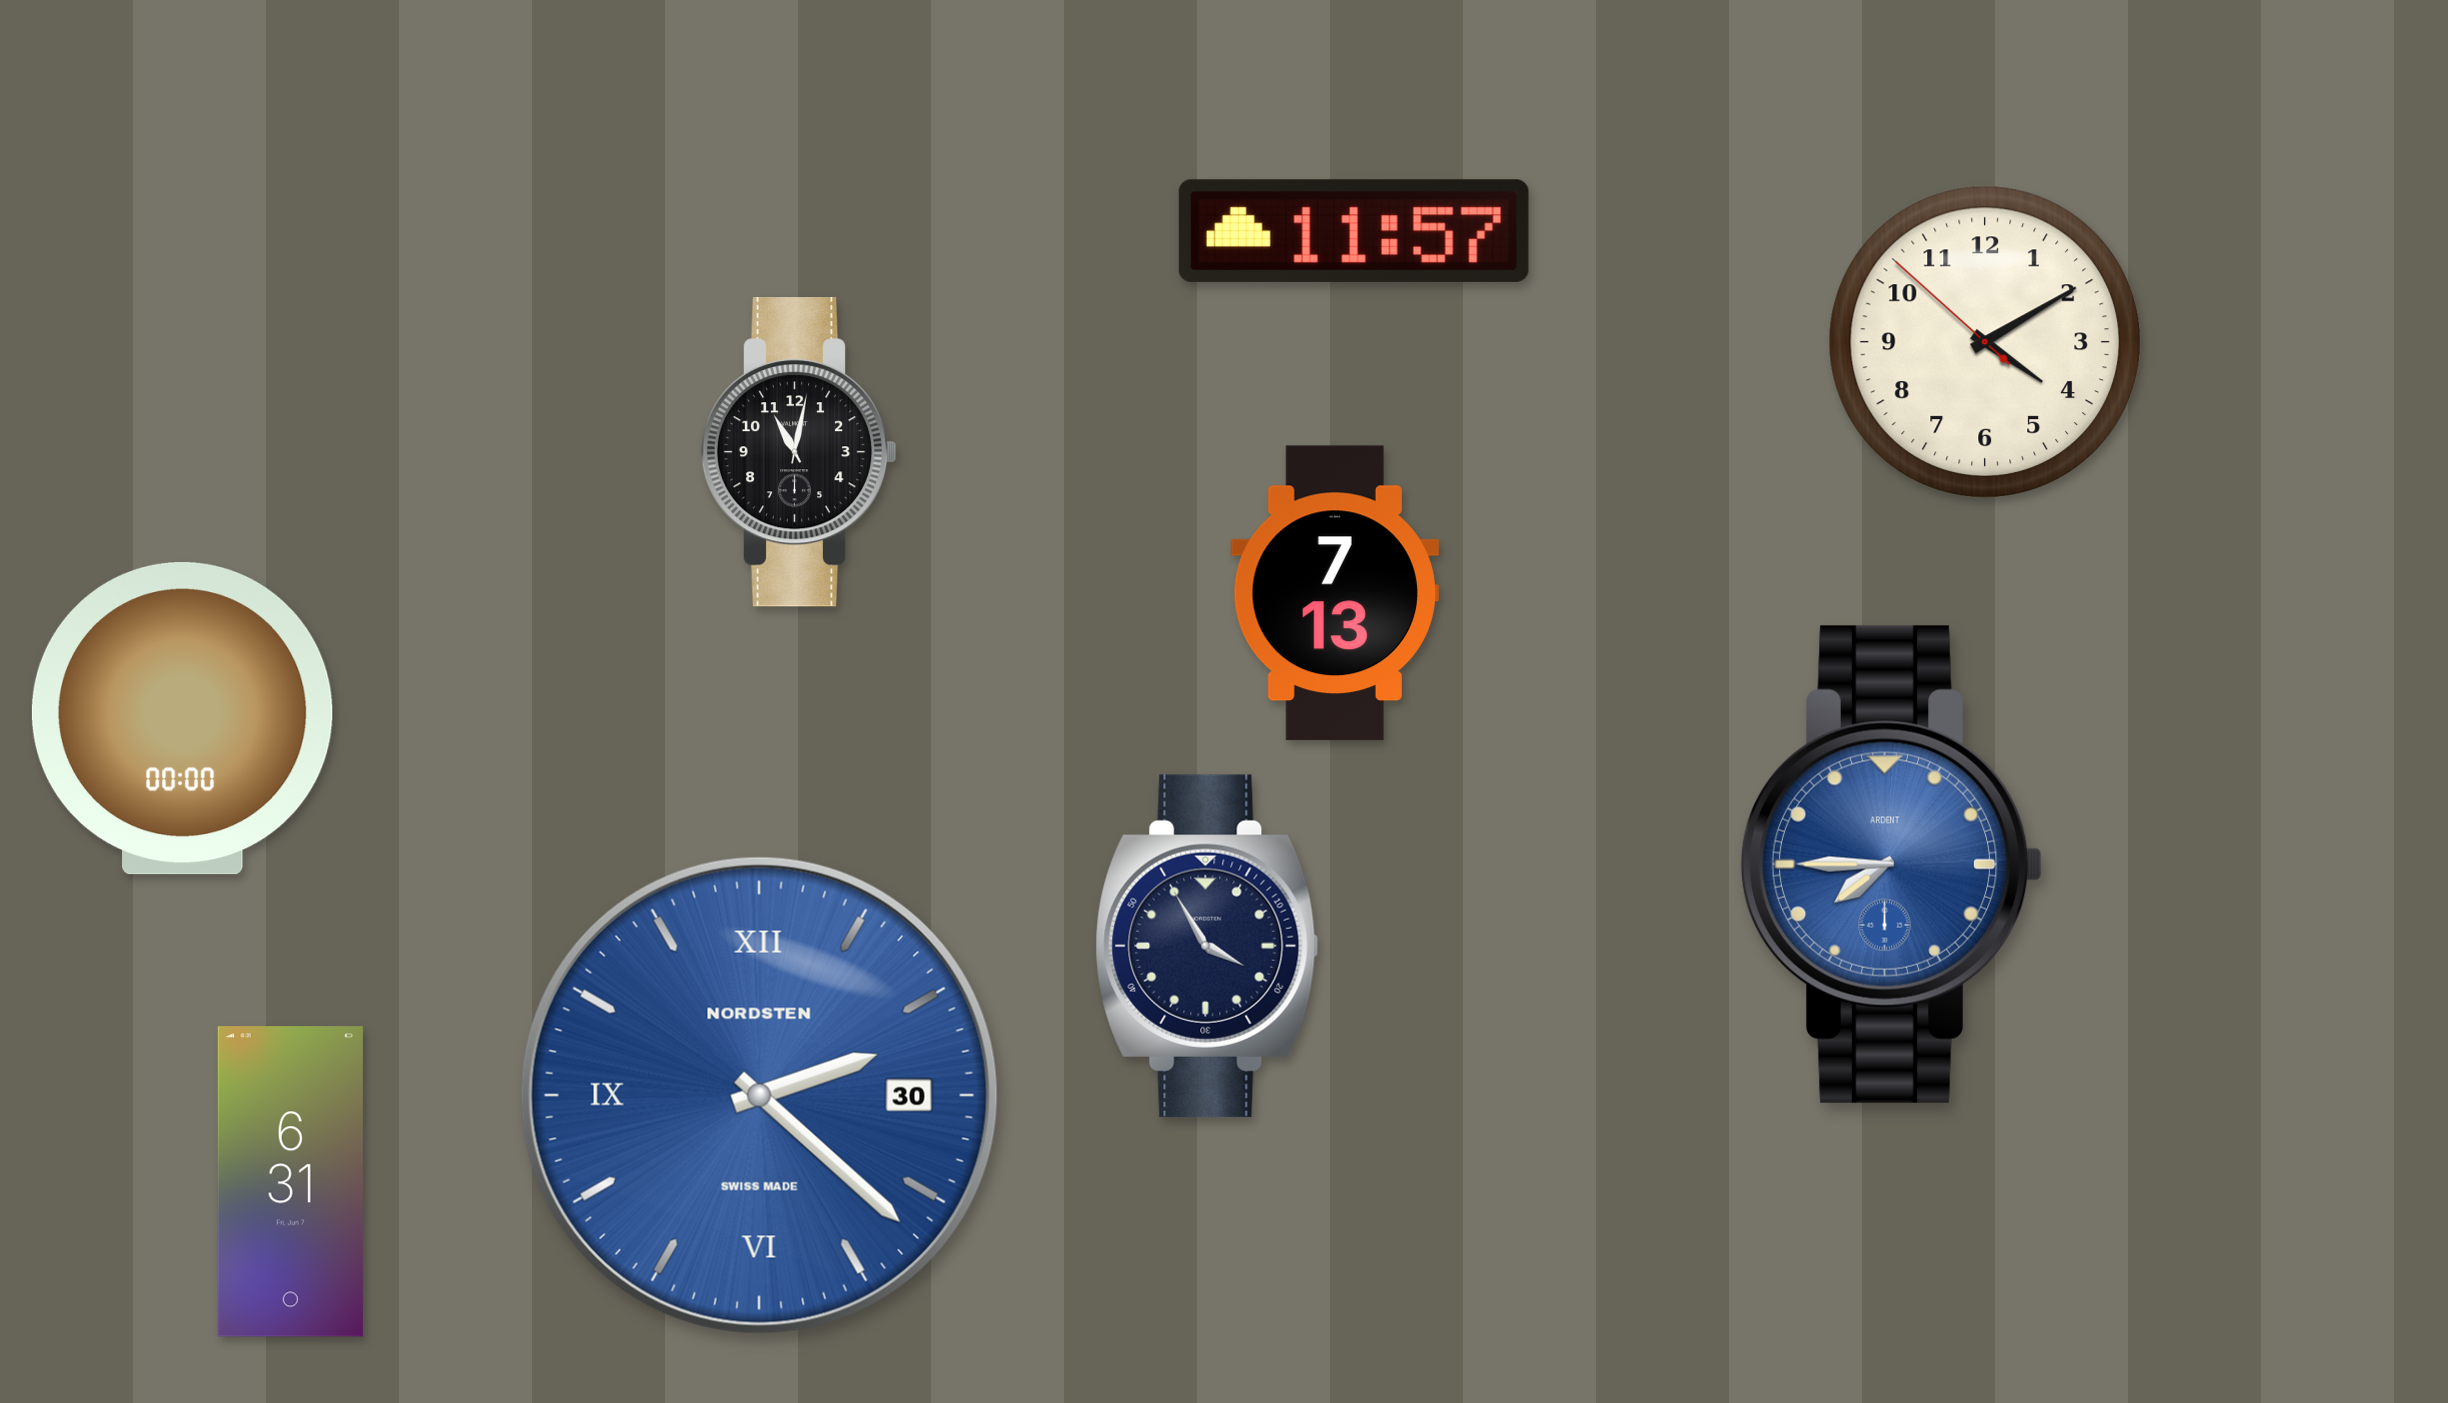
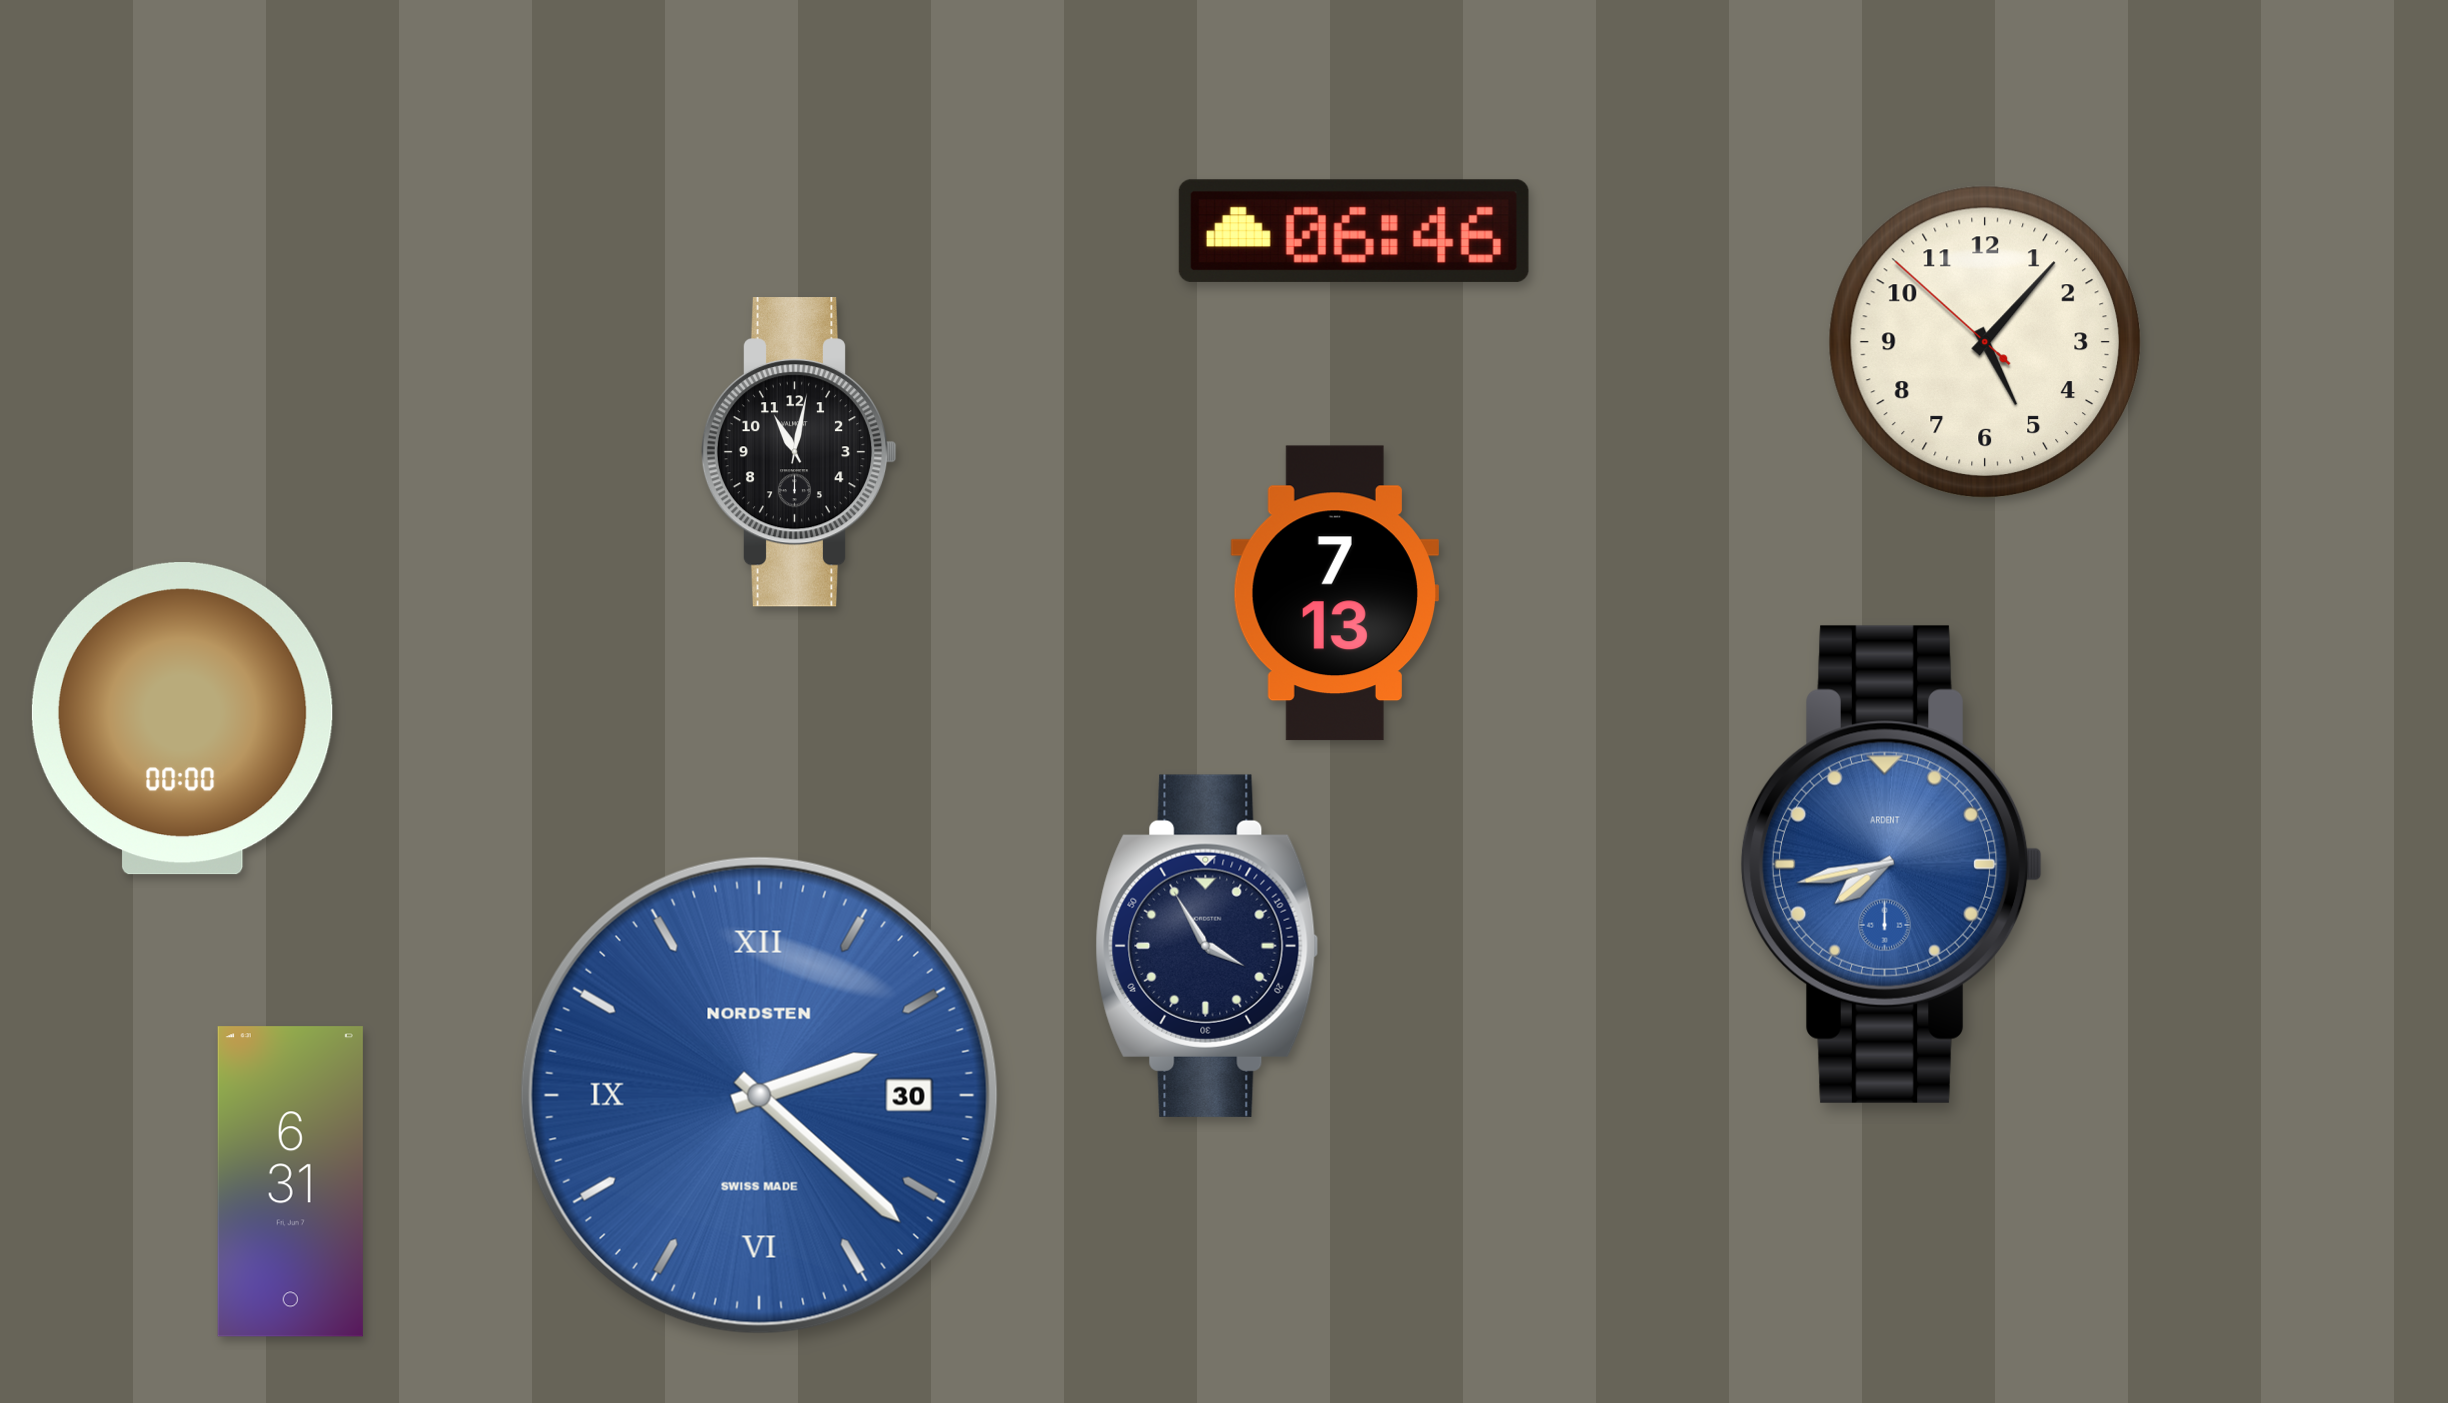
clock at (1354, 231): 11:57 -> 06:46
clock at (1985, 342): 4:09 -> 5:06
clock at (1892, 864): 7:45 -> 7:43
